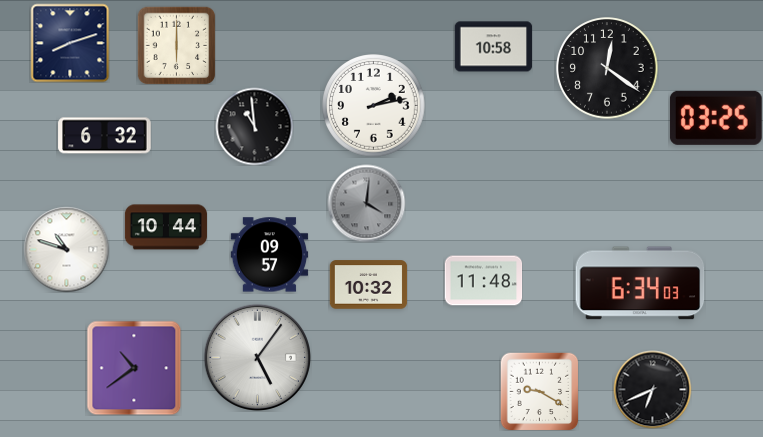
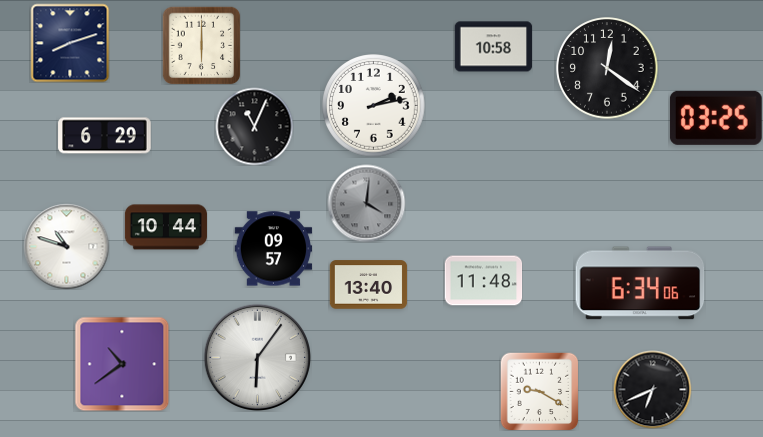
clock at (176, 45) position: (176, 45) -> (201, 45)
clock at (254, 126): 10:59 -> 11:04
clock at (105, 136): 6:32 -> 6:29
clock at (66, 249) position: (66, 249) -> (66, 246)
clock at (269, 255) position: (269, 255) -> (273, 249)
clock at (640, 283): 6:34:03 -> 6:34:06
clock at (368, 285): 10:32 -> 13:40
clock at (257, 357): 5:06 -> 6:06
clock at (134, 368) position: (134, 368) -> (122, 364)
